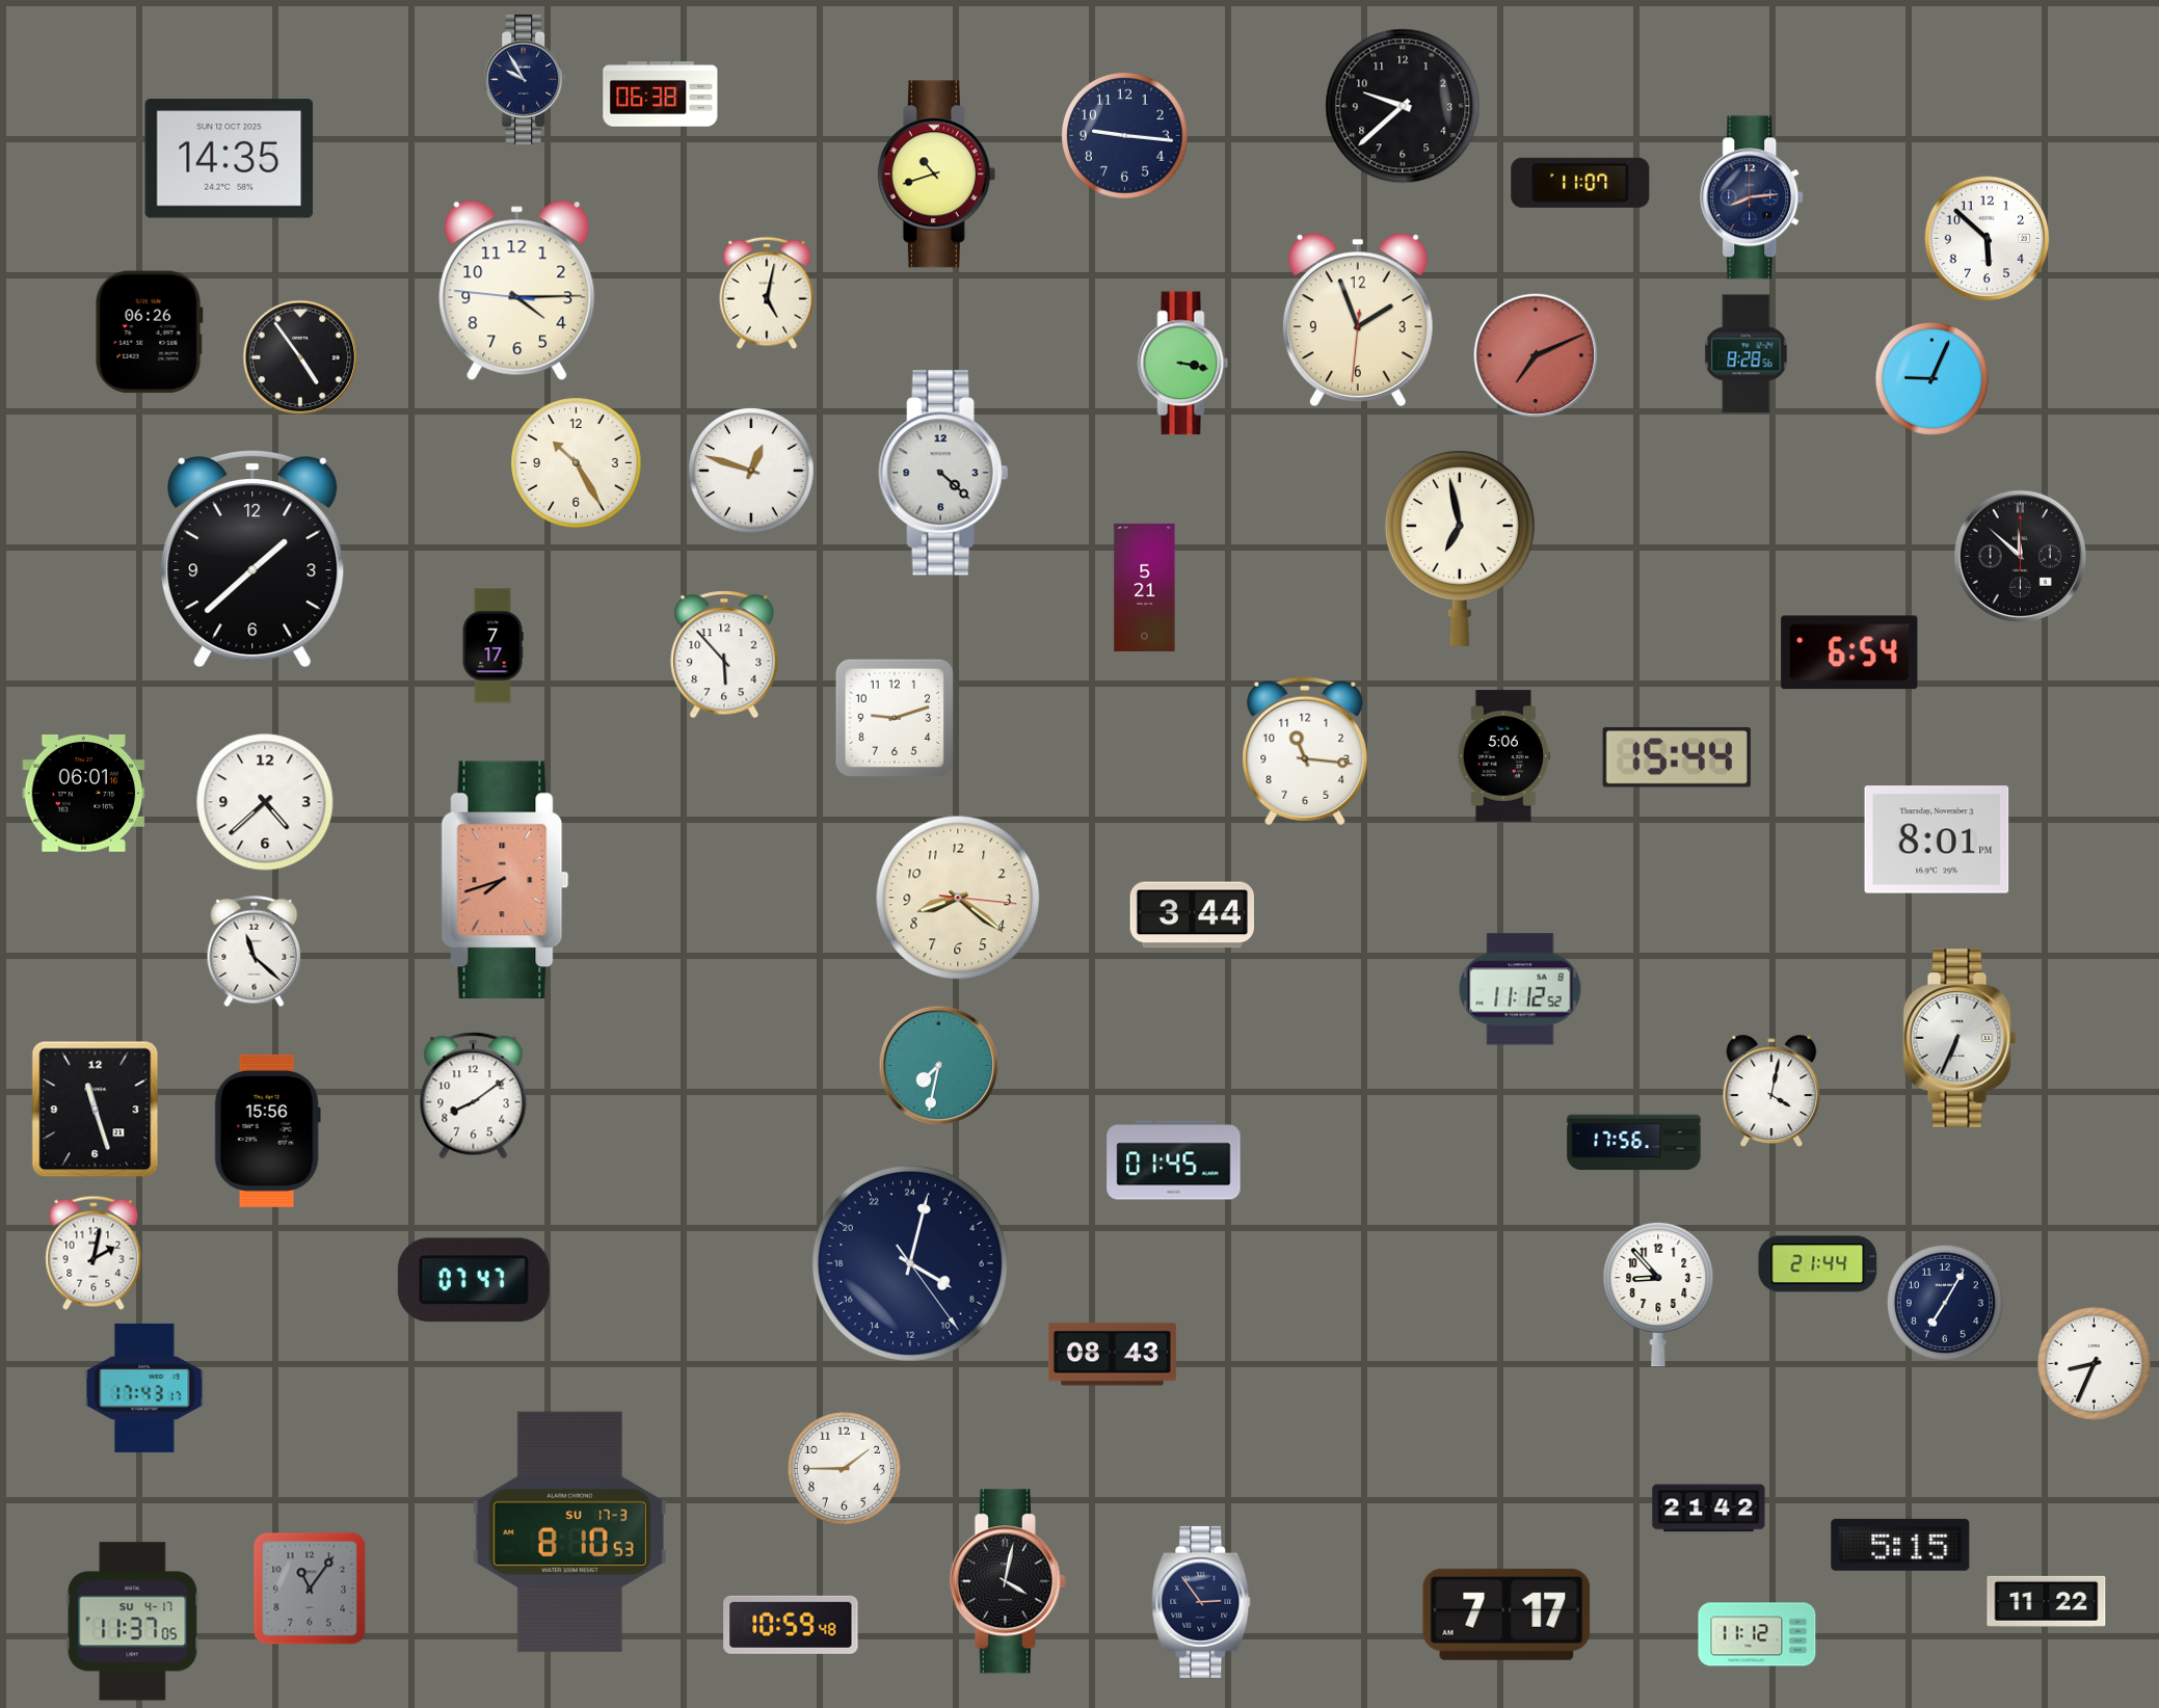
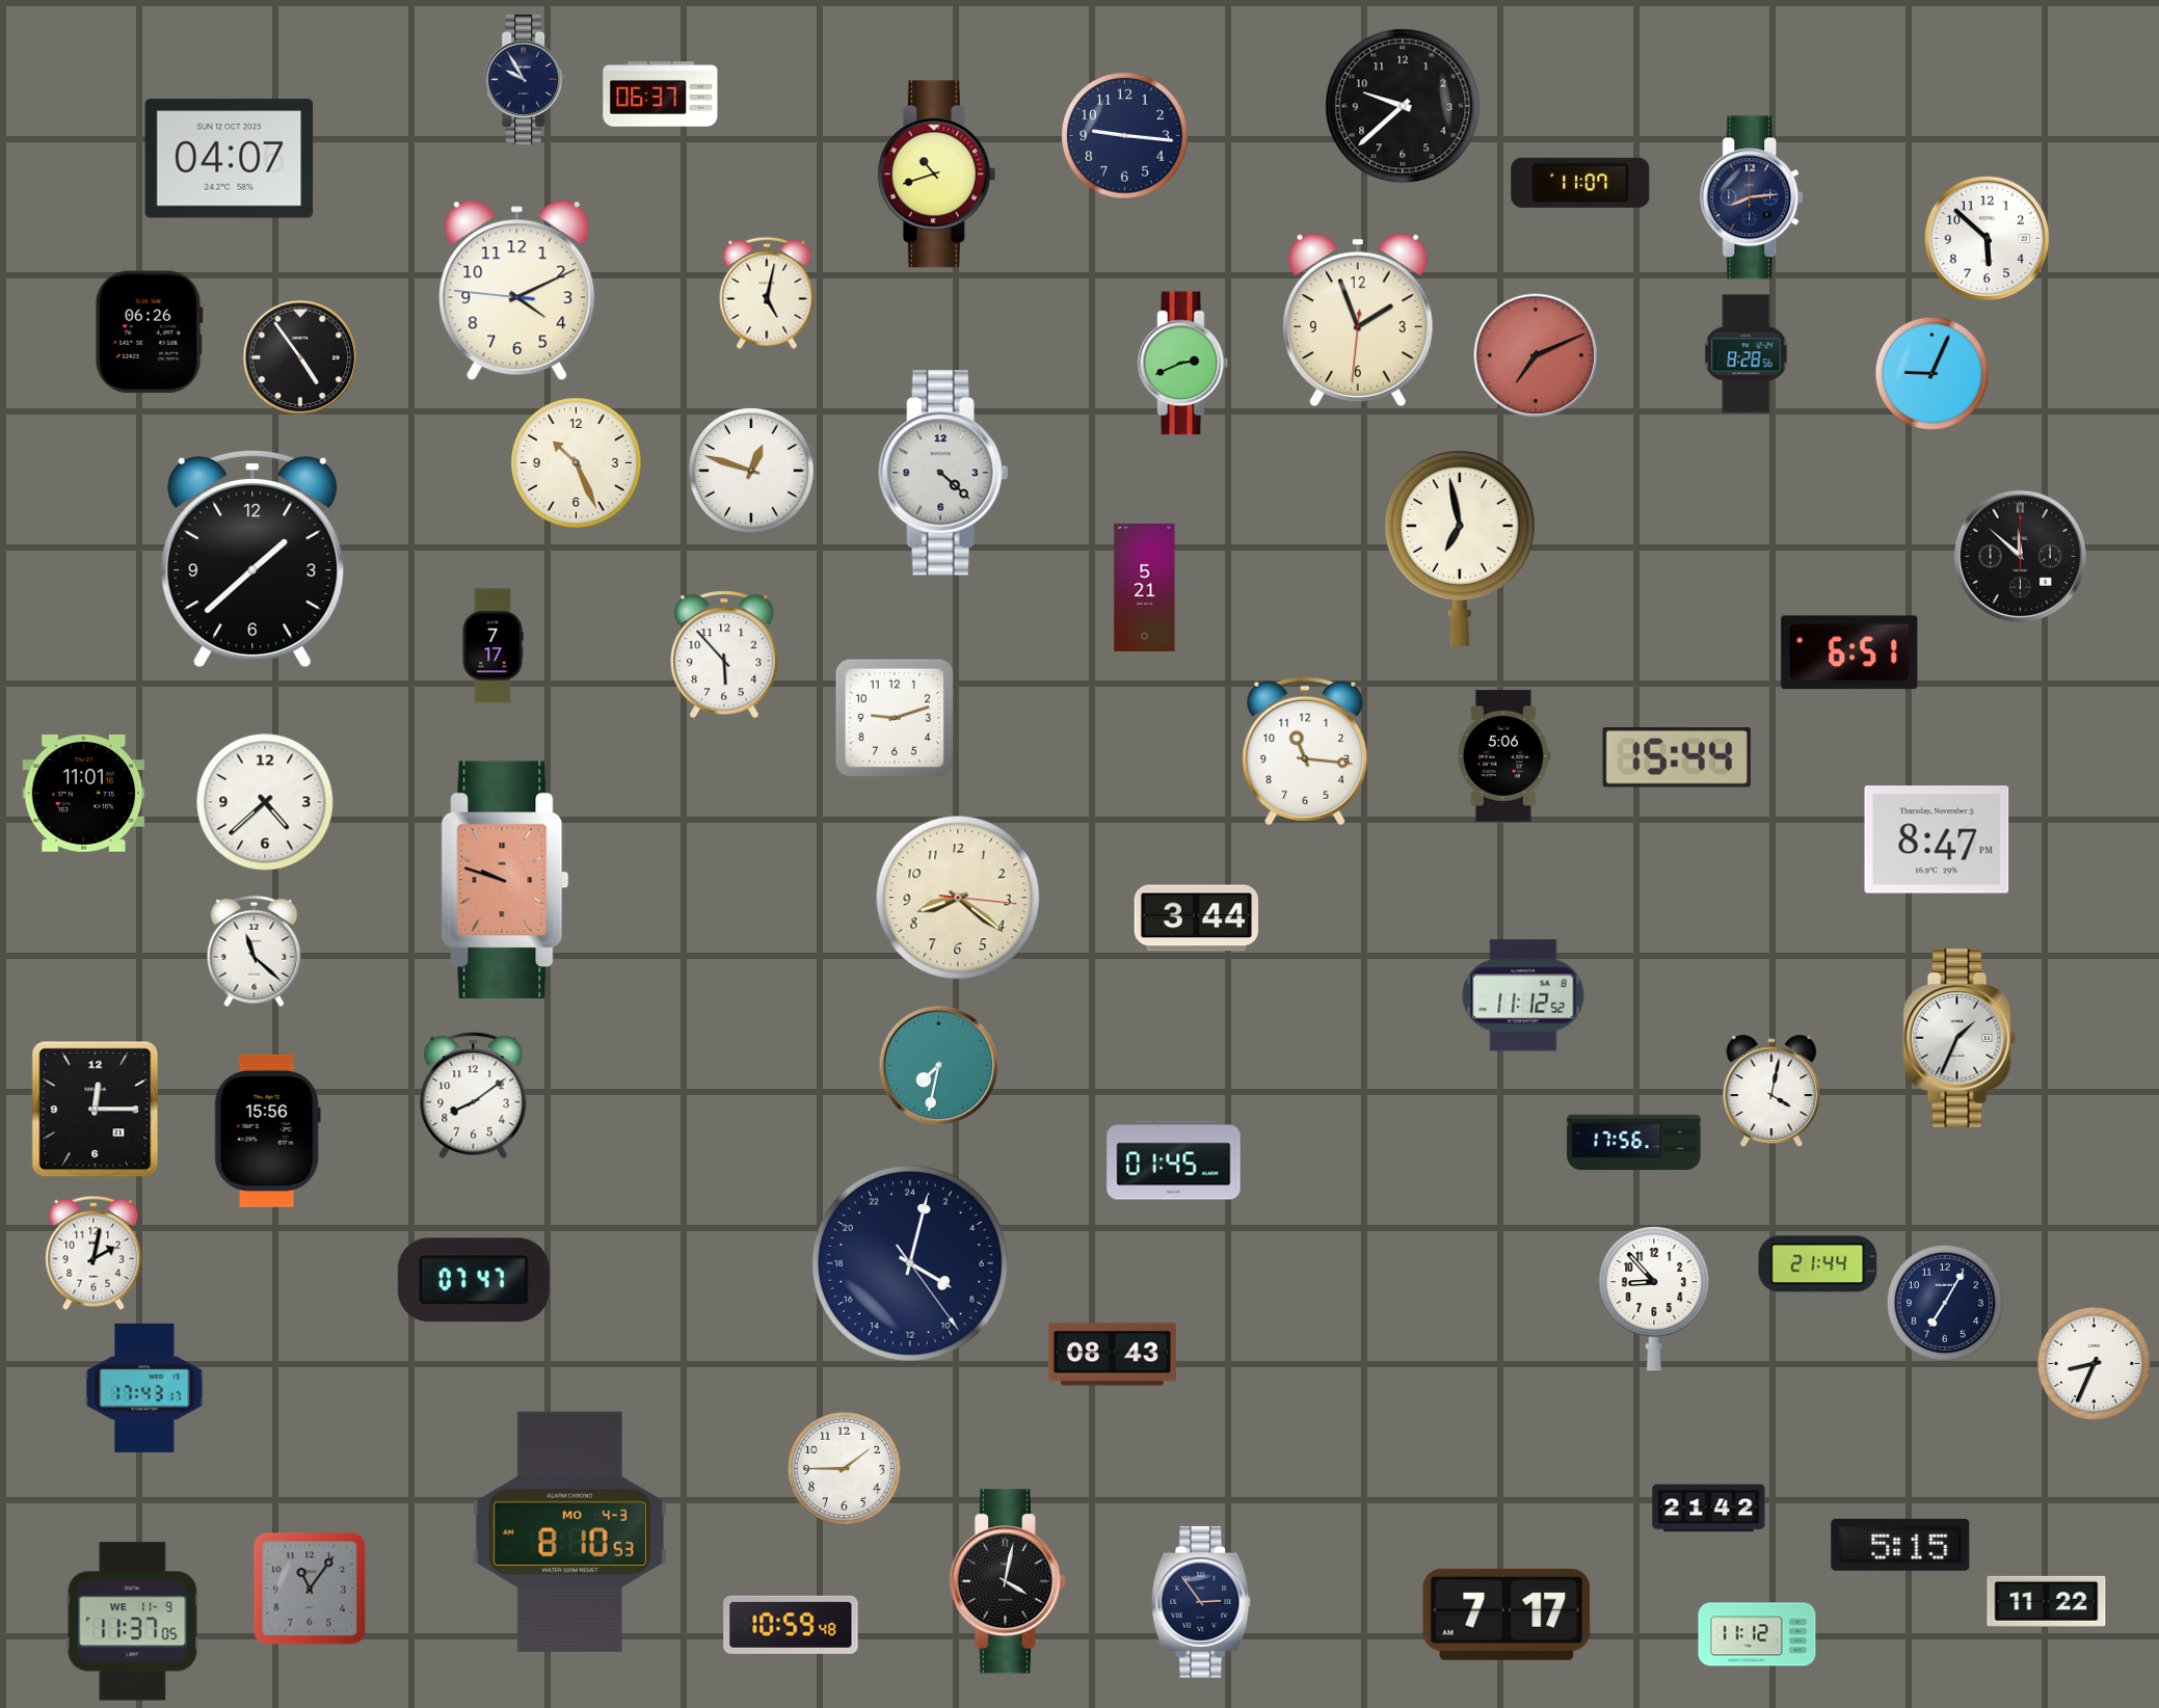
clock at (661, 95): 06:38 -> 06:37
clock at (230, 159): 14:35 -> 04:07
clock at (517, 291): 4:14 -> 4:10
clock at (1183, 364): 3:17 -> 2:41
clock at (1931, 378) position: (1931, 378) -> (1931, 373)
clock at (577, 463): 10:25 -> 10:26
clock at (1849, 652): 6:54 -> 6:51
clock at (84, 793): 06:01 -> 11:01
clock at (1937, 839): 8:01 -> 8:47
clock at (505, 880): 7:42 -> 9:48
clock at (1192, 915) position: (1192, 915) -> (1196, 918)
clock at (1520, 989) position: (1520, 989) -> (1523, 995)
clock at (1960, 1038): 6:34 -> 1:34
clock at (96, 1110): 11:27 -> 12:15
clock at (1658, 1295) position: (1658, 1295) -> (1654, 1299)
clock at (569, 1531) date: SU 17-3 -> MO 4-3
clock at (133, 1622) date: SU 4-17 -> WE 11-9
